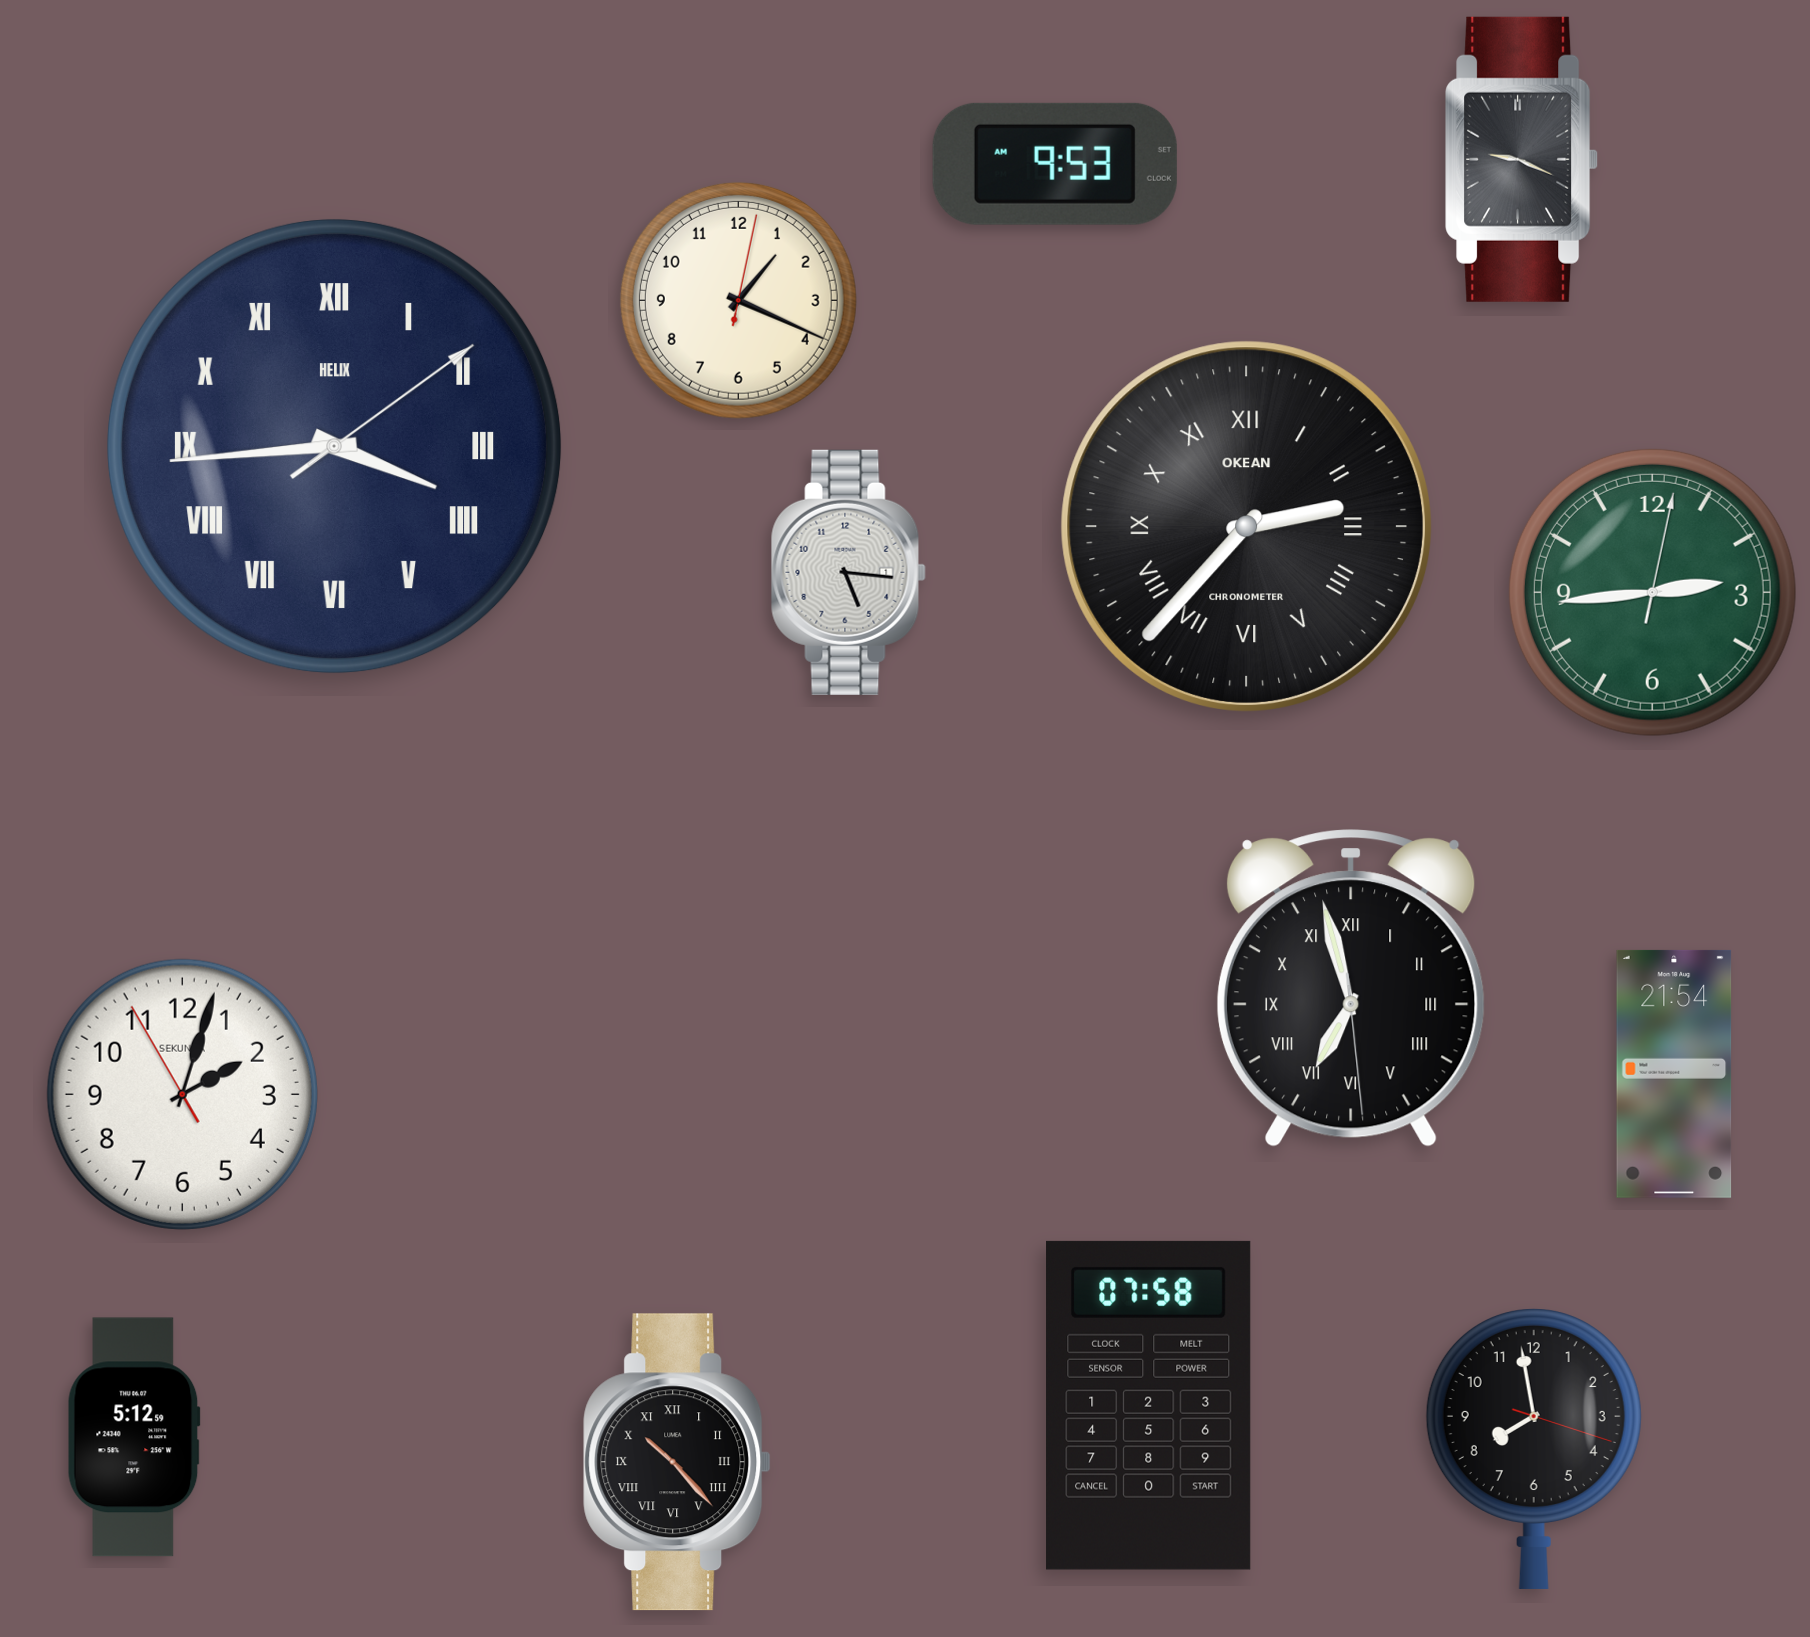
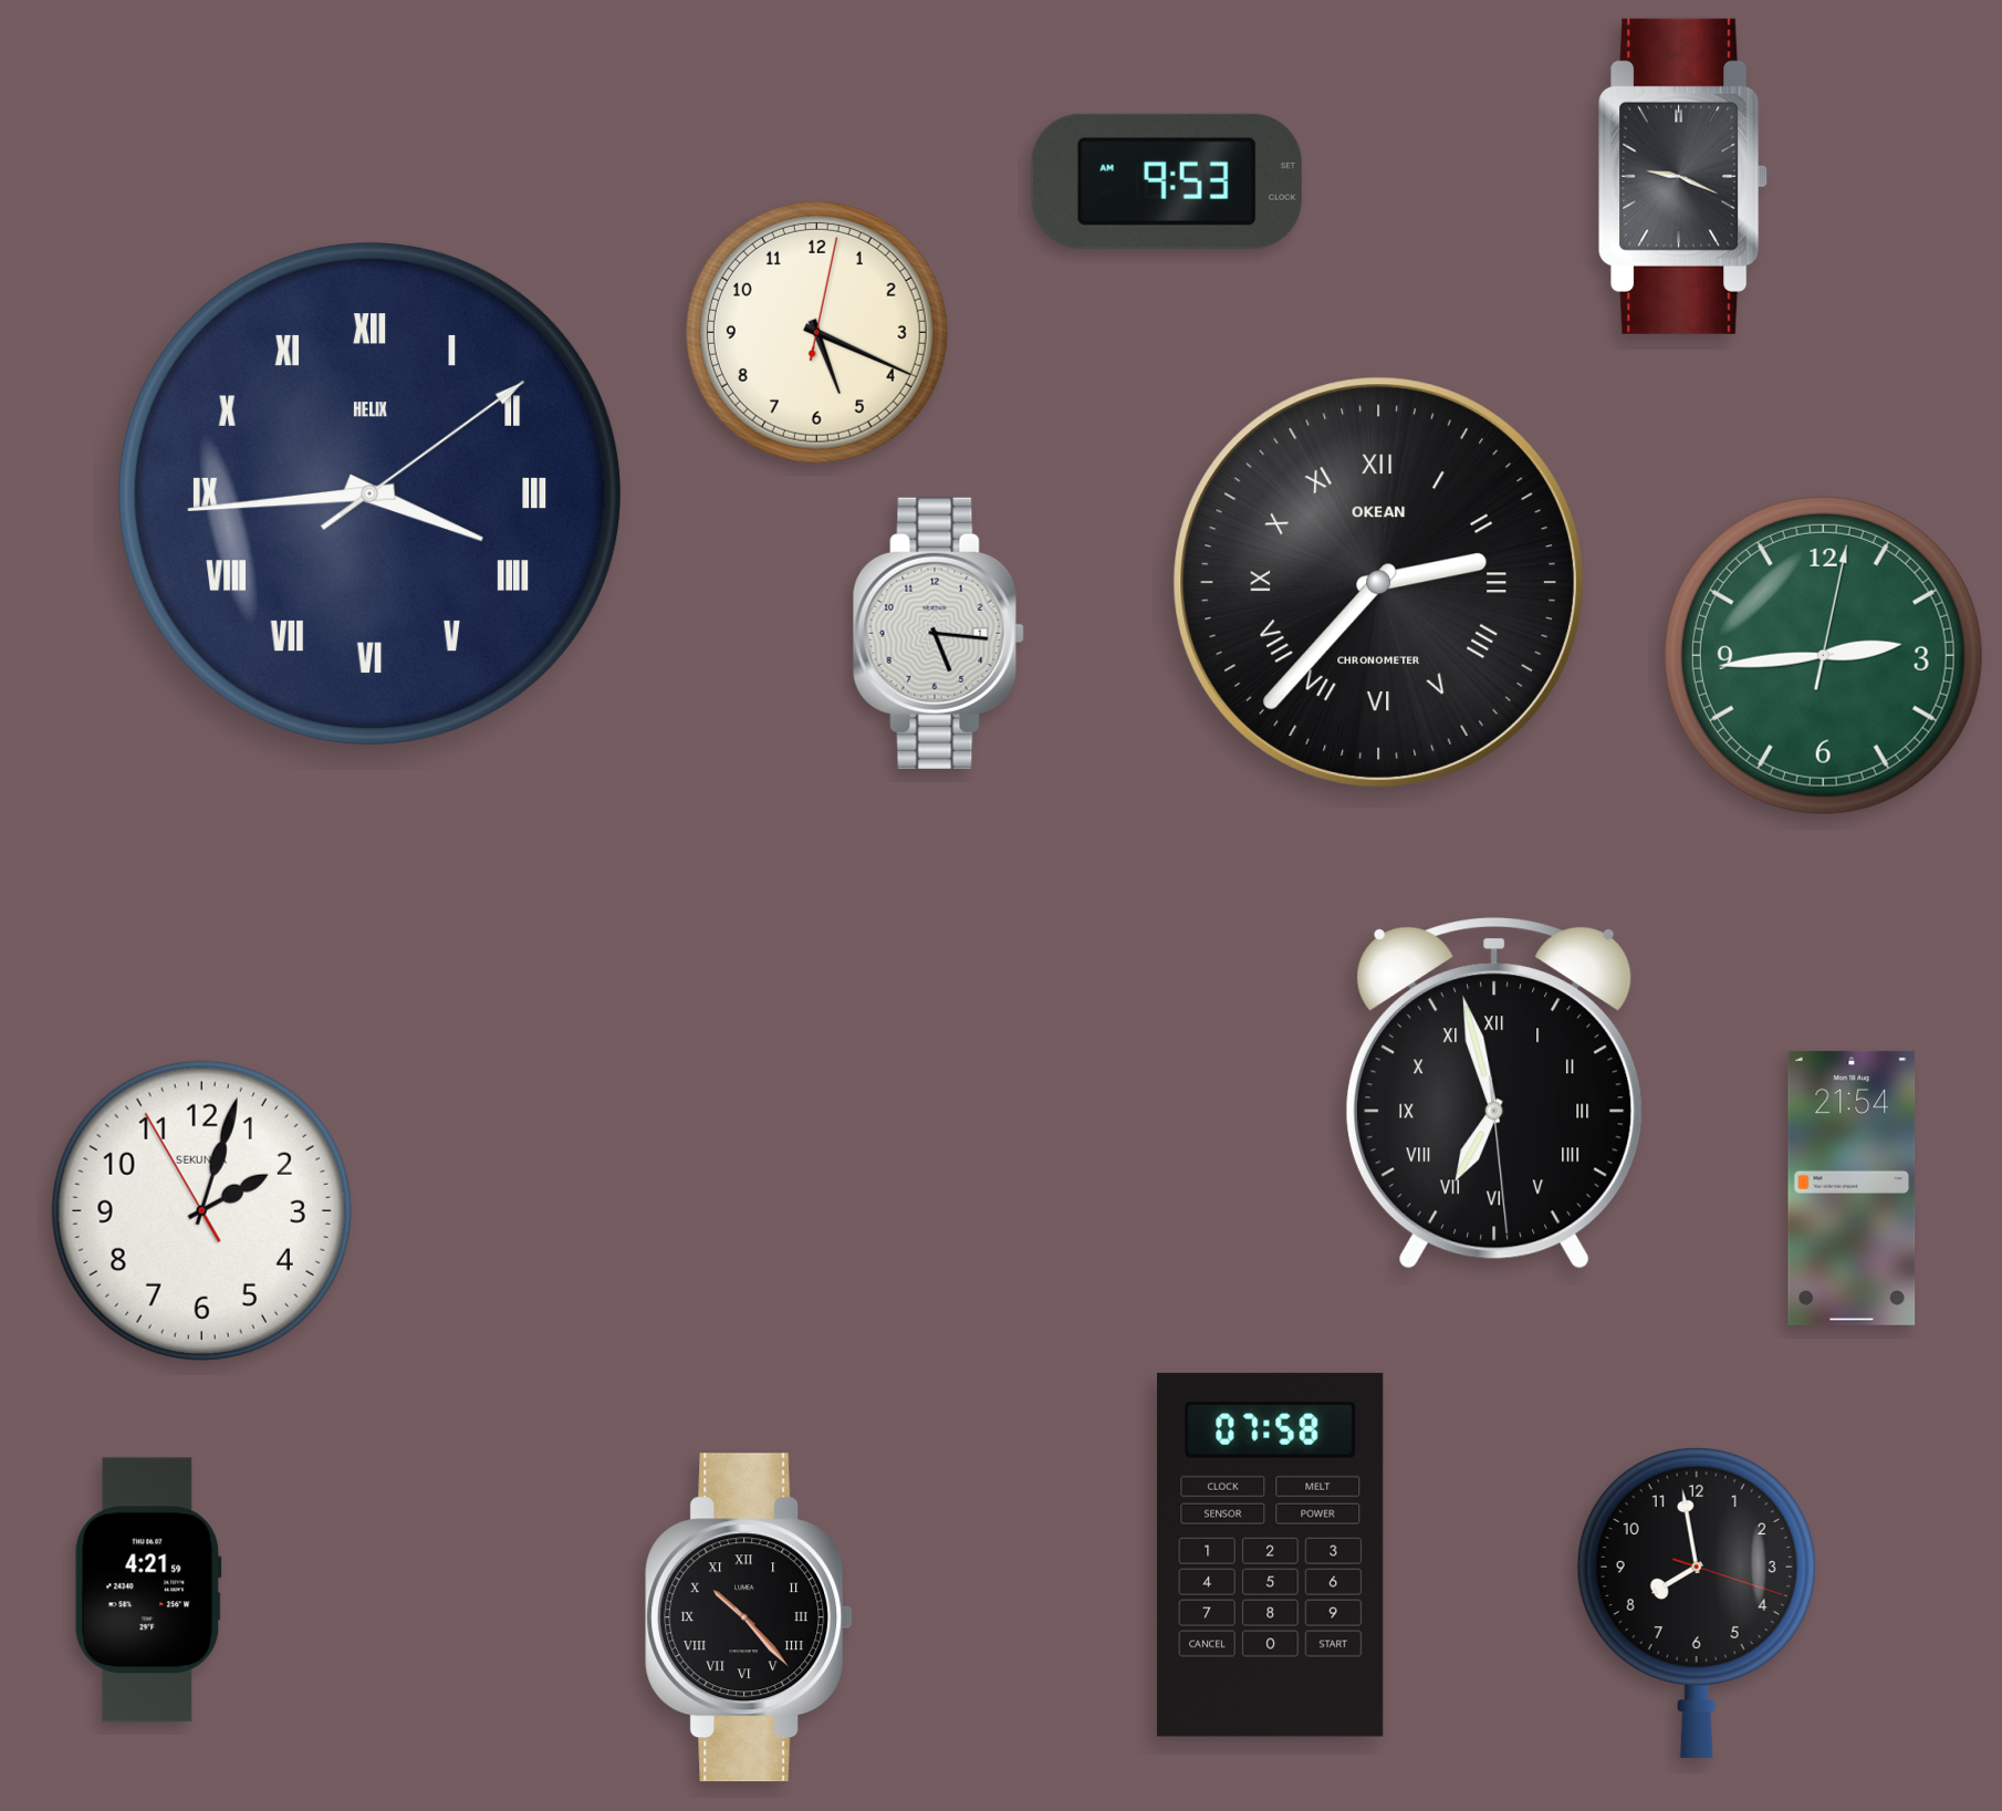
clock at (738, 300): 1:19 -> 5:19
clock at (1652, 592) position: (1652, 592) -> (1823, 655)
clock at (134, 1437): 5:12 -> 4:21
